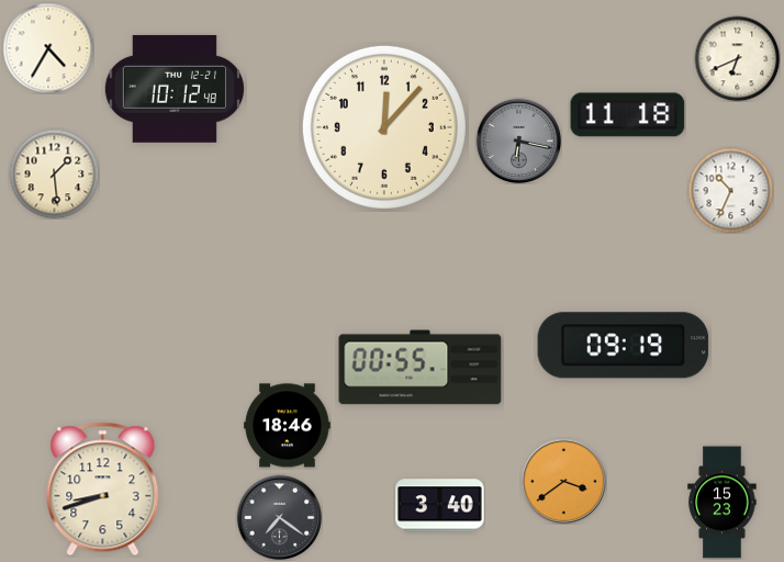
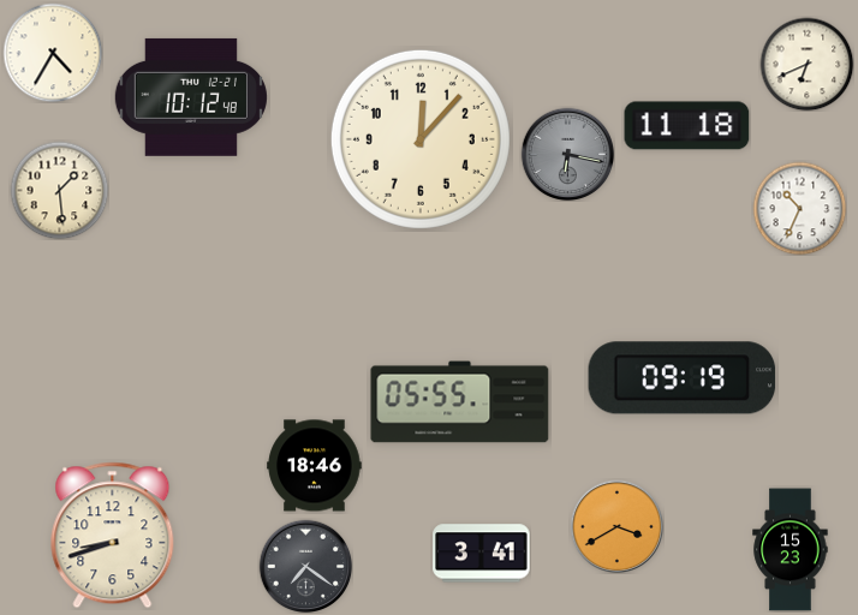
clock at (421, 368): 00:55 -> 05:55
clock at (563, 481): 3:39 -> 3:40
clock at (440, 506): 3:40 -> 3:41
